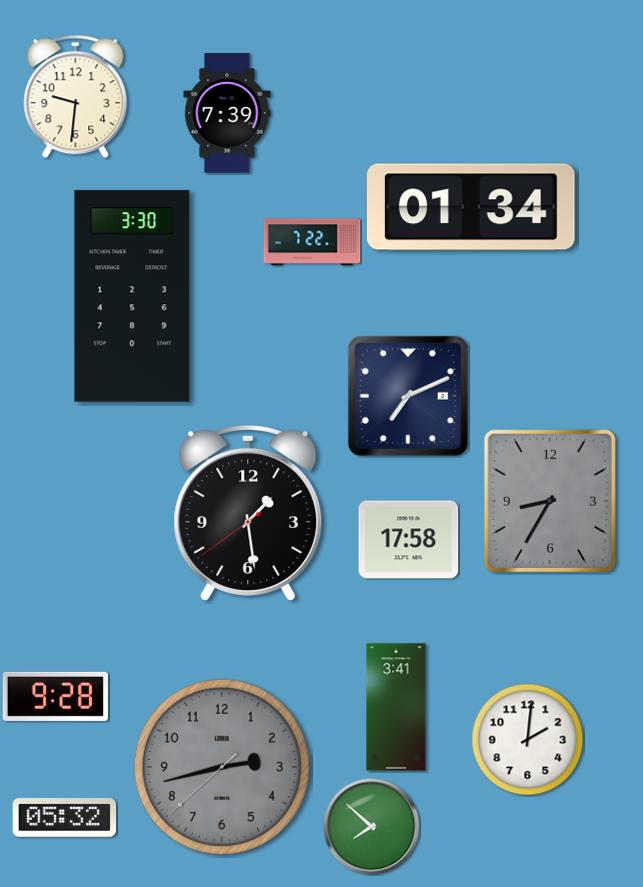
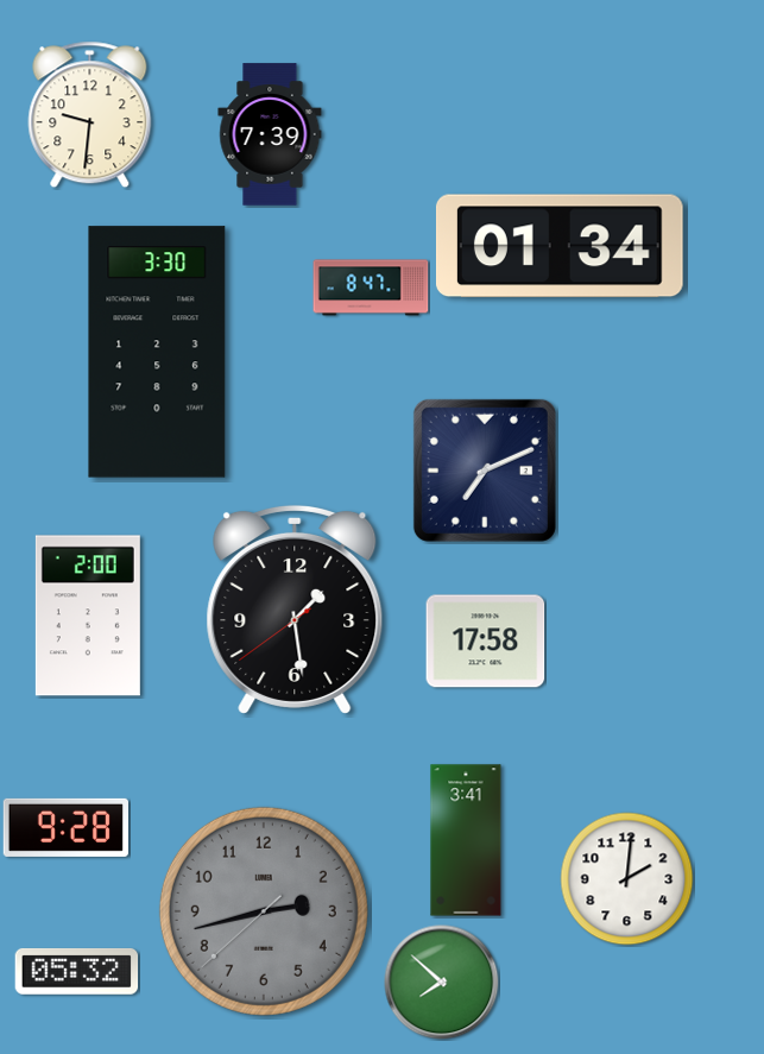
clock at (312, 242): 7:22 -> 8:47
clock at (550, 501): 8:35 -> none
clock at (88, 616): none -> 2:00
clock at (396, 707) position: (396, 707) -> (466, 840)
